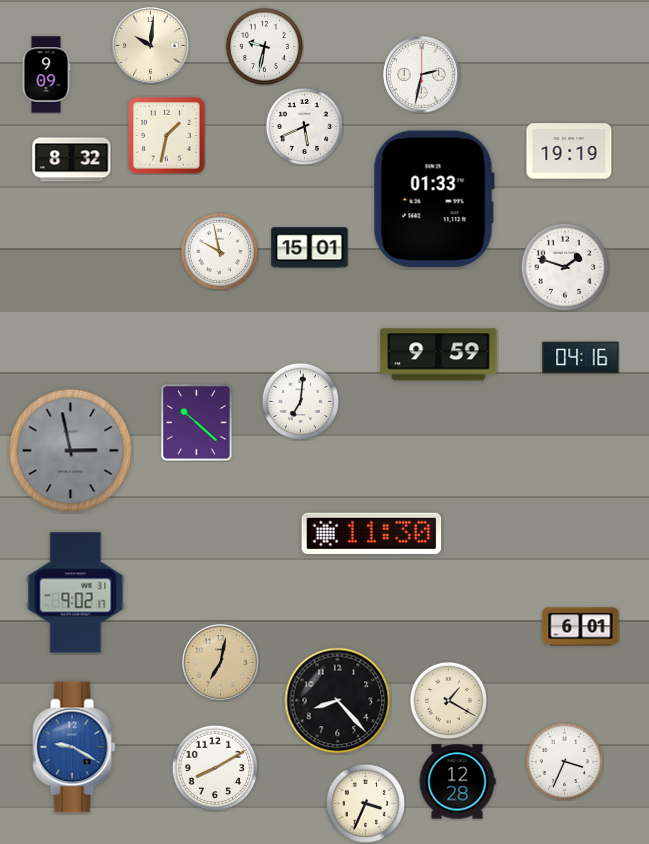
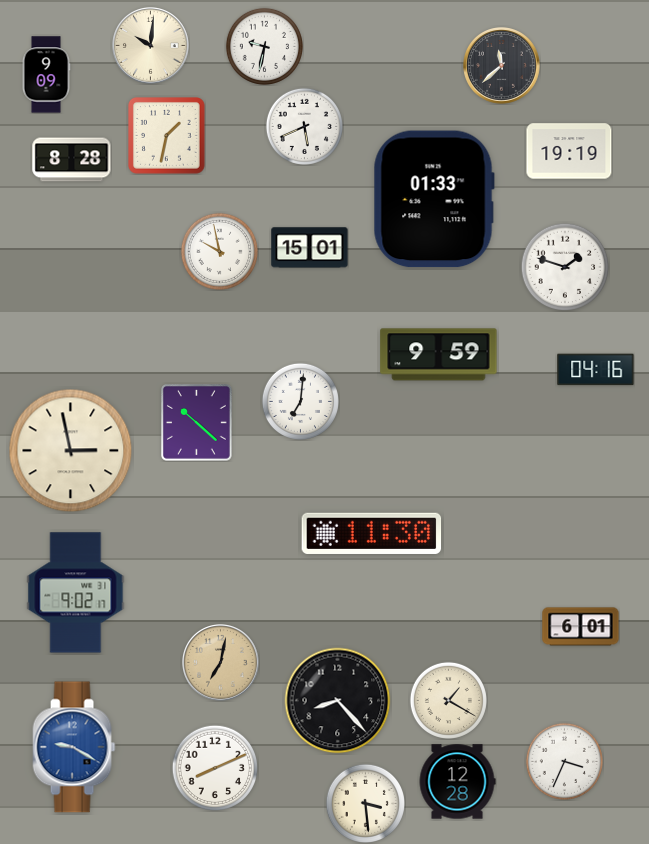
clock at (502, 66): none -> 11:38
clock at (422, 75): 2:32 -> none
clock at (72, 160): 8:32 -> 8:28
clock at (581, 358) position: (581, 358) -> (596, 370)
clock at (71, 451) dial: grey -> cream
clock at (215, 768): 8:10 -> 8:11
clock at (365, 803): 3:34 -> 3:29
